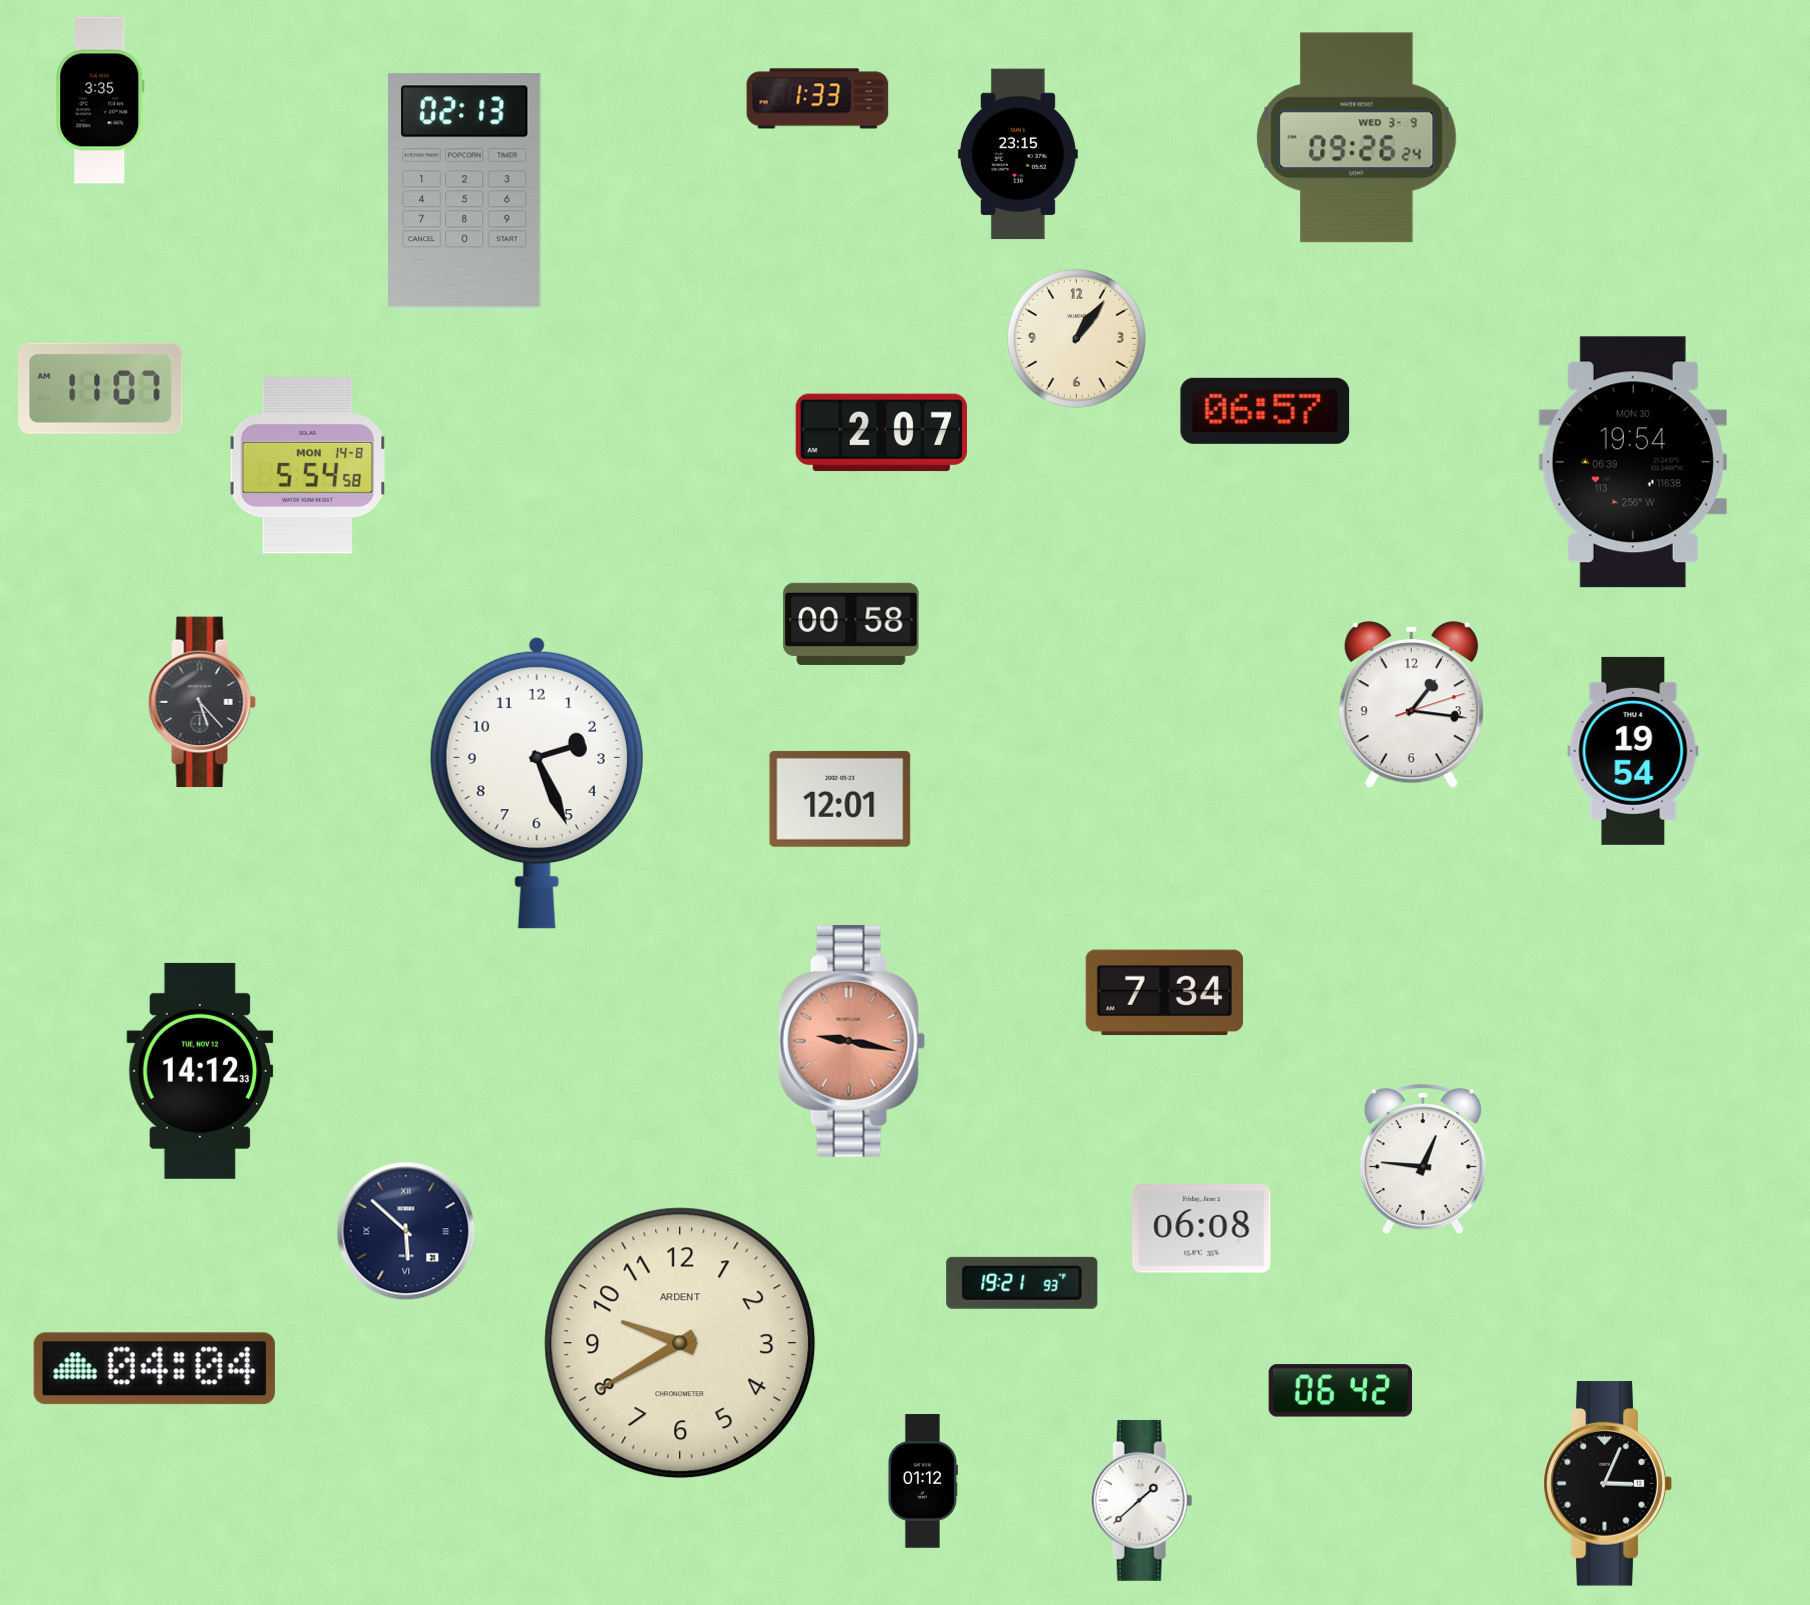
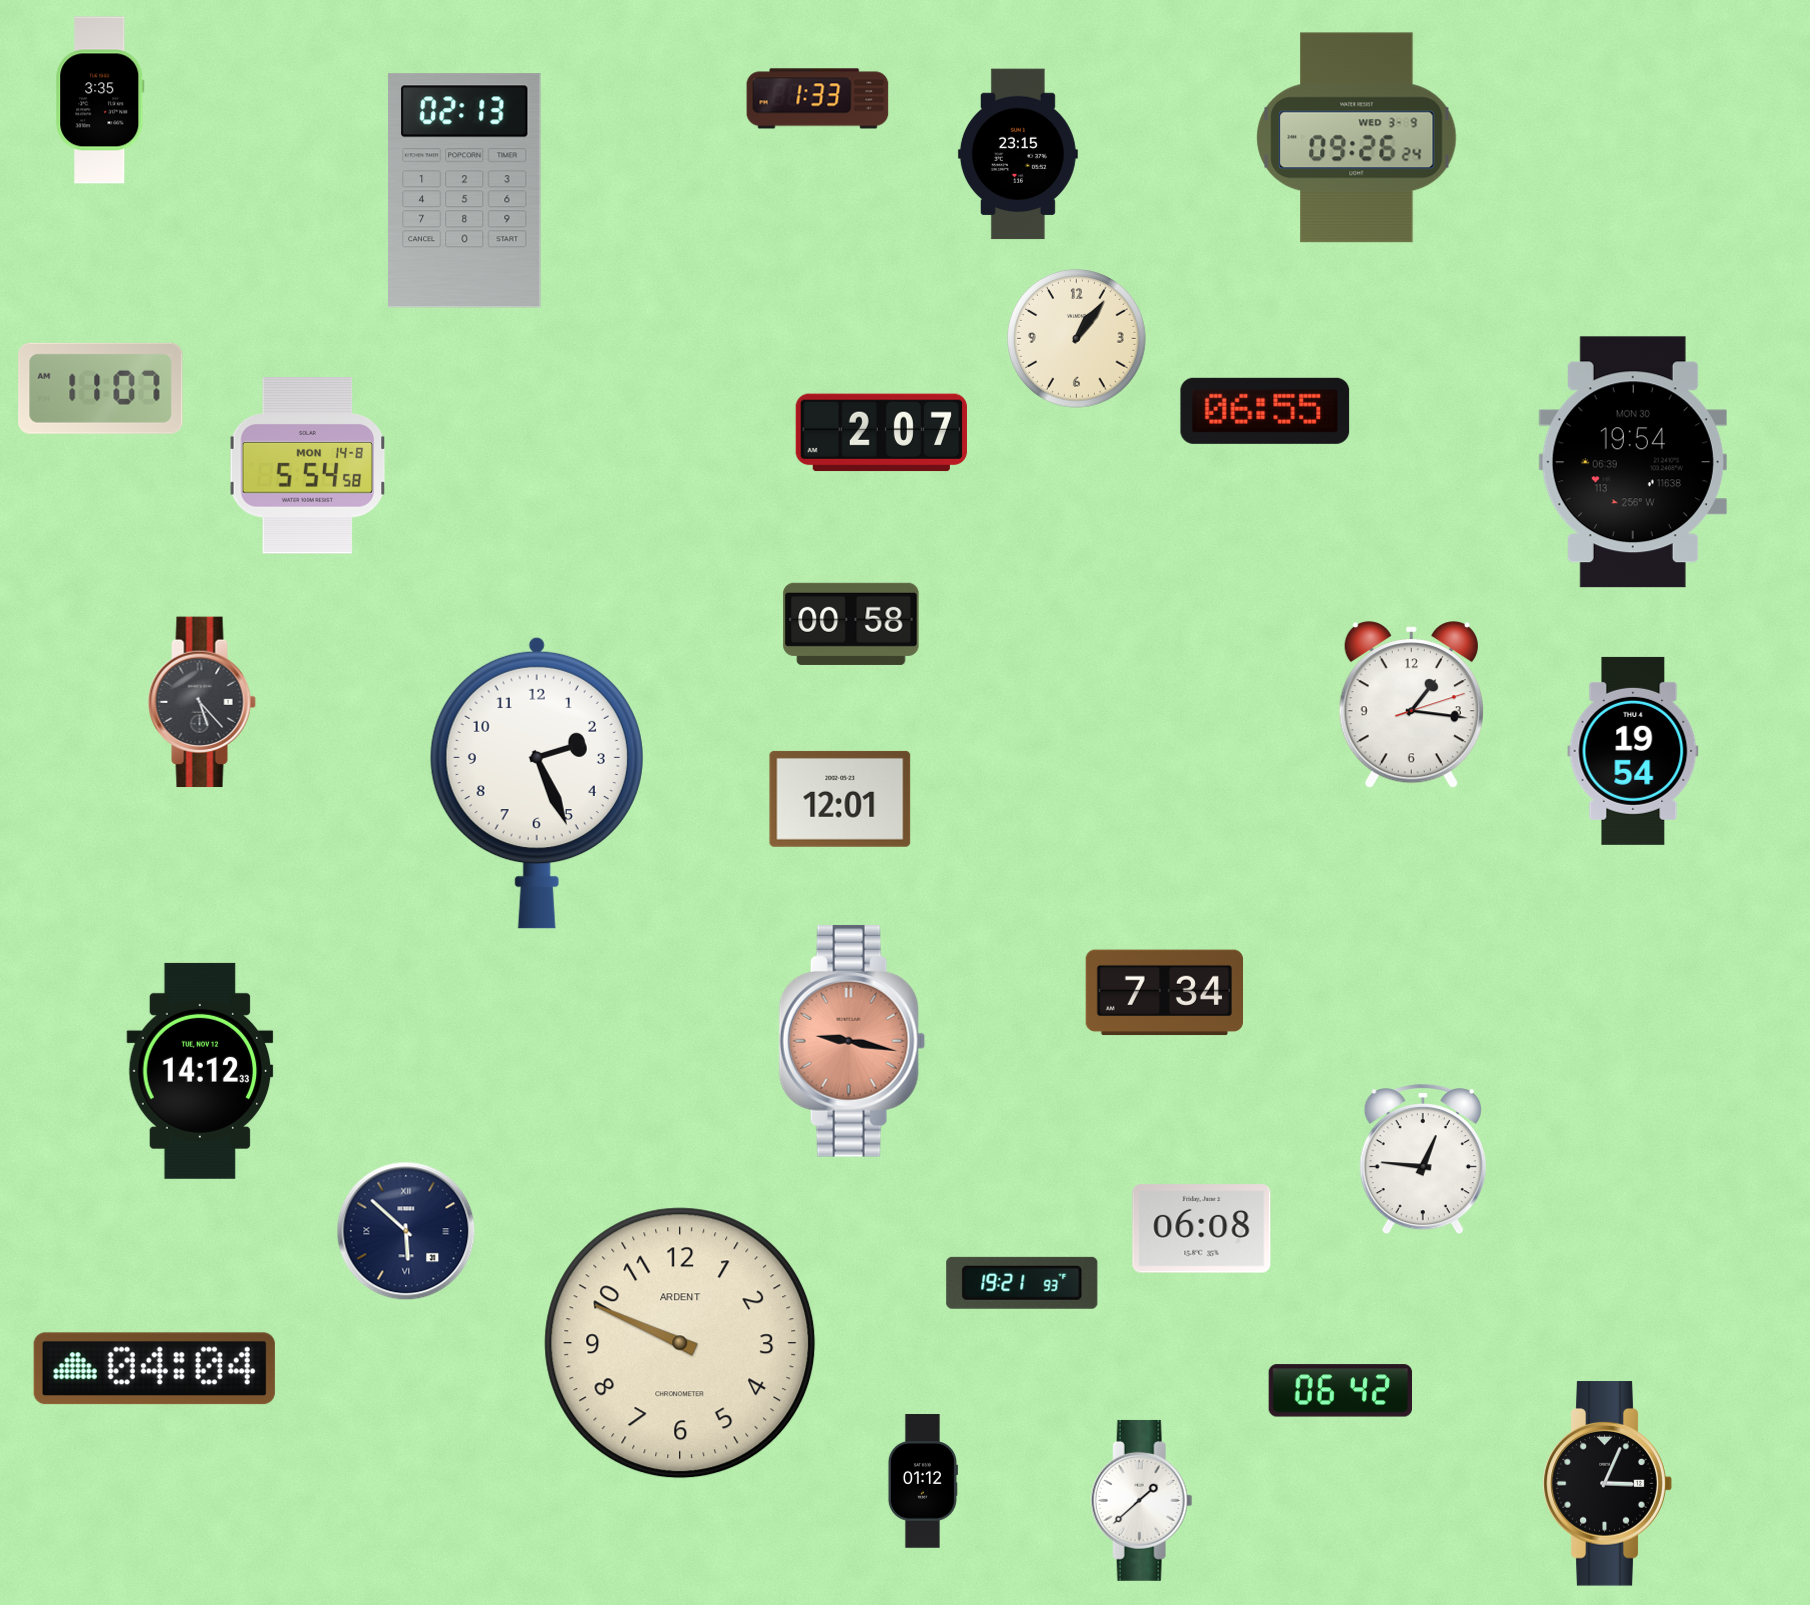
clock at (1265, 411): 06:57 -> 06:55
clock at (680, 1343): 9:40 -> 9:49
